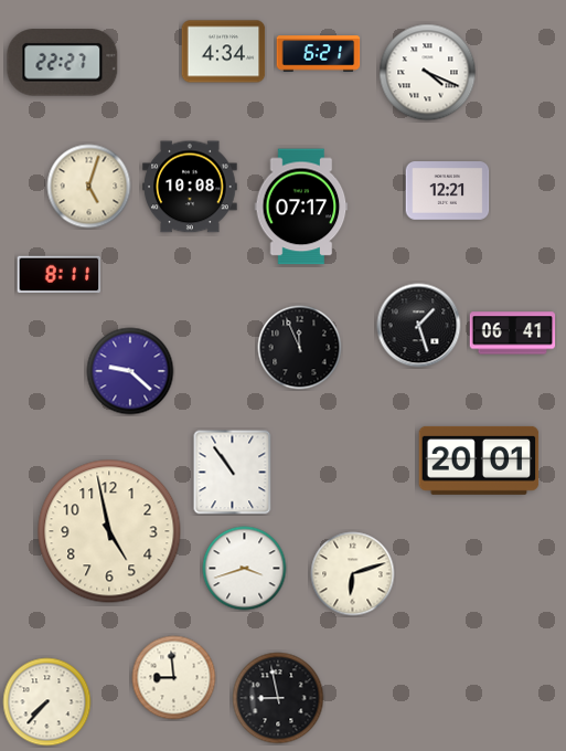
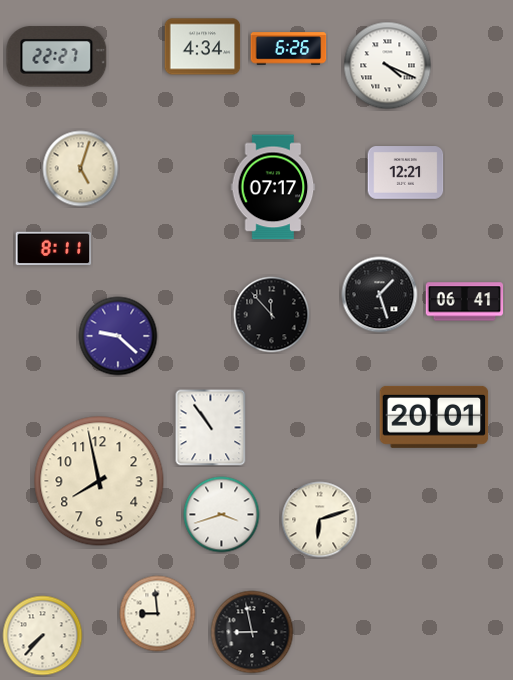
clock at (319, 54): 6:21 -> 6:26
clock at (190, 187): 10:08 -> none
clock at (300, 348): 11:56 -> 11:53
clock at (109, 531): 4:58 -> 7:58
